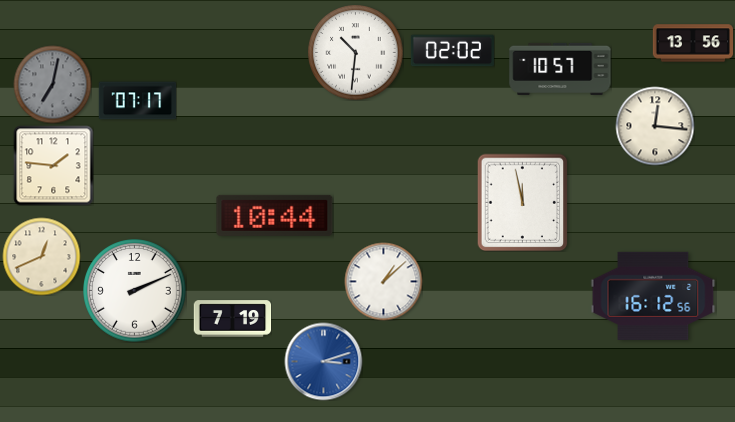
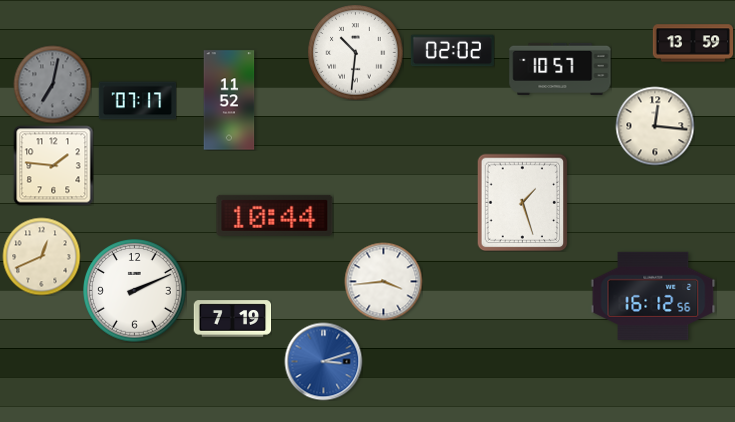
clock at (693, 43): 13:56 -> 13:59
clock at (229, 100): none -> 11:52
clock at (523, 202): 11:58 -> 1:27
clock at (383, 281): 1:08 -> 3:44
